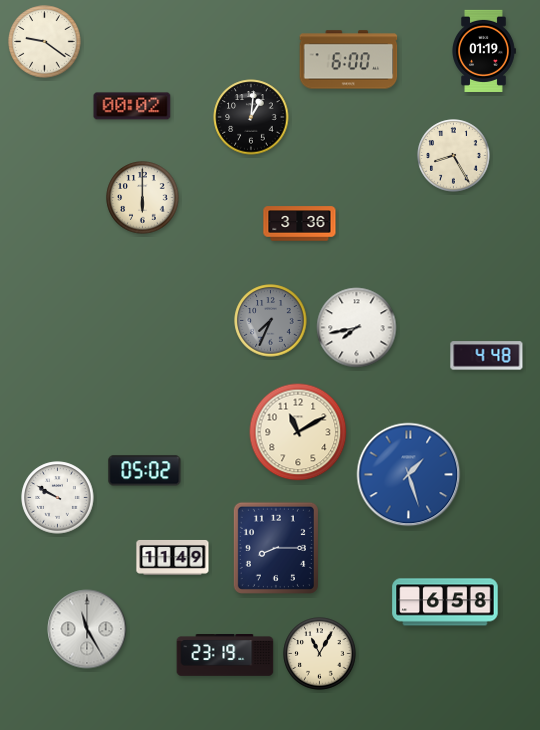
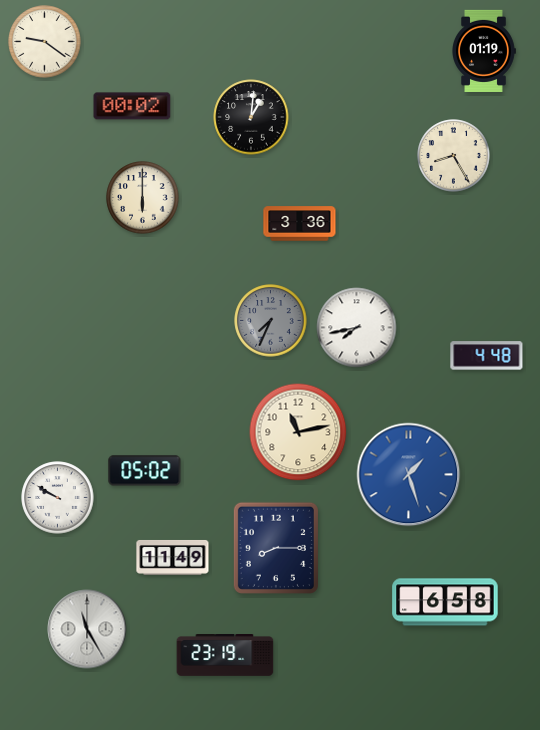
clock at (349, 60): 6:00 -> none
clock at (298, 432): 11:10 -> 11:13
clock at (320, 654): 11:05 -> none
